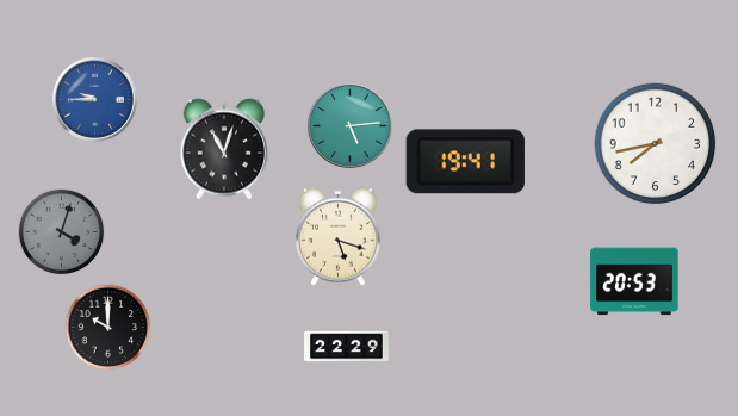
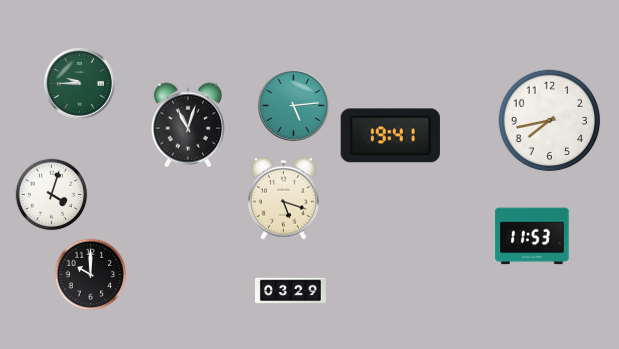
clock at (94, 99) dial: blue -> green
clock at (62, 232) dial: grey -> white
clock at (634, 281): 20:53 -> 11:53
clock at (347, 347): 22:29 -> 03:29
